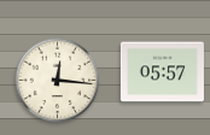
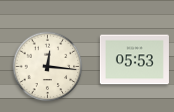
clock at (162, 72): 05:57 -> 05:53
